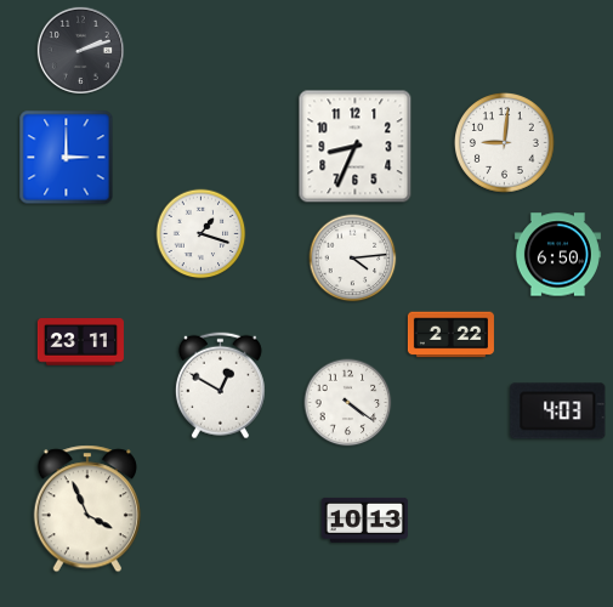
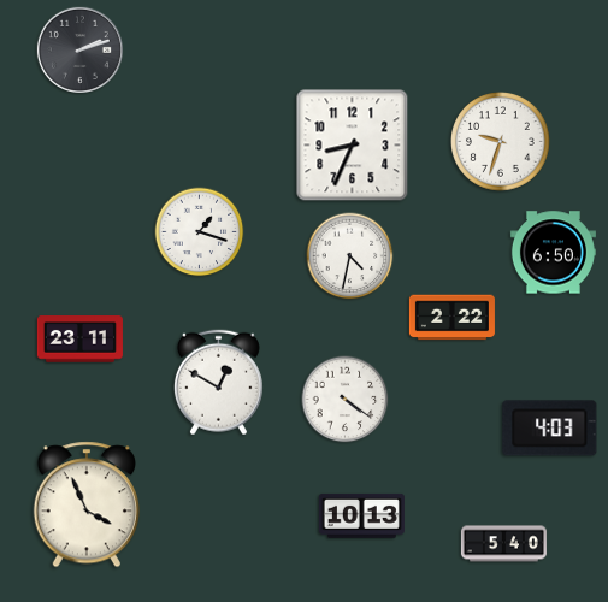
clock at (505, 143): 9:01 -> 9:33
clock at (67, 158): 3:00 -> none
clock at (353, 259): 4:14 -> 4:32
clock at (450, 335) position: (450, 335) -> (451, 318)
clock at (558, 412) position: (558, 412) -> (550, 429)
clock at (503, 544): none -> 5:40
